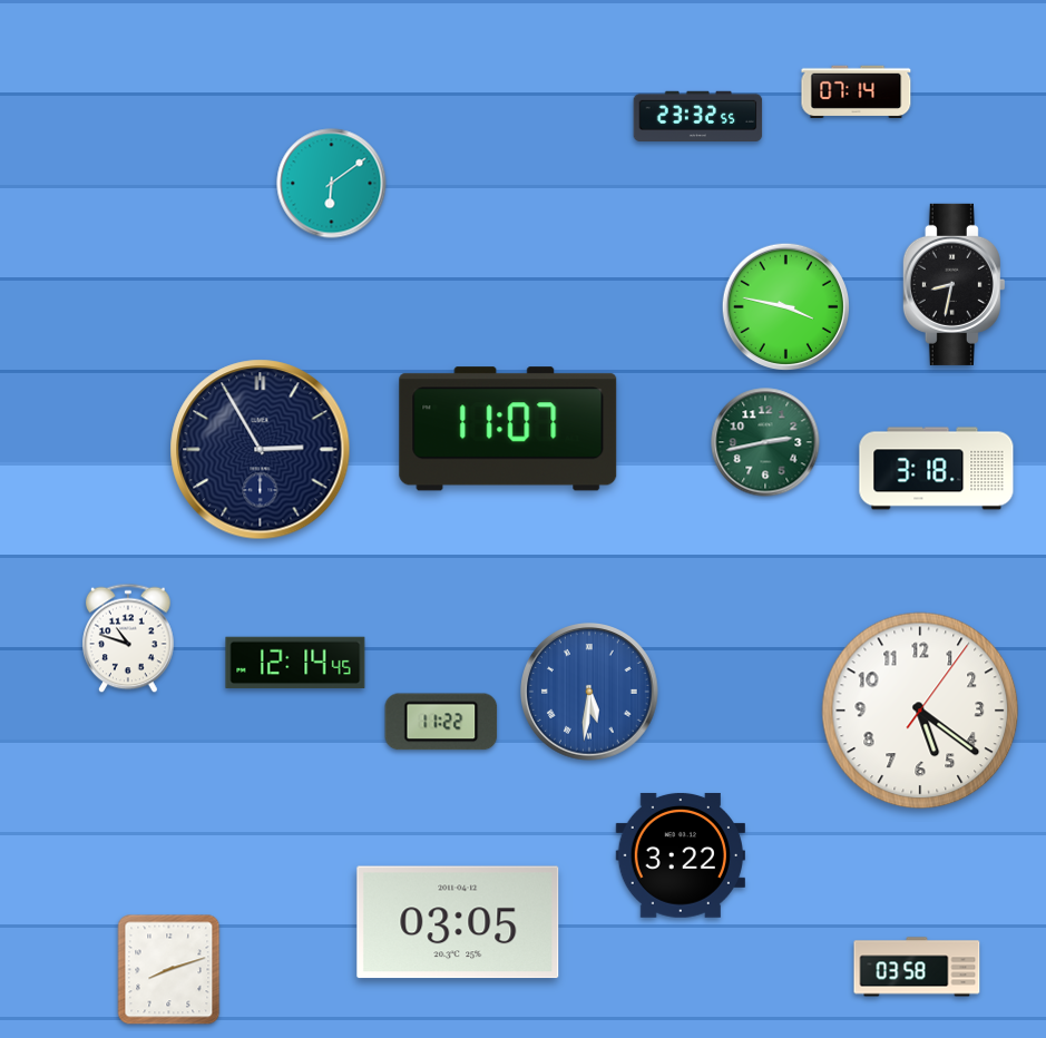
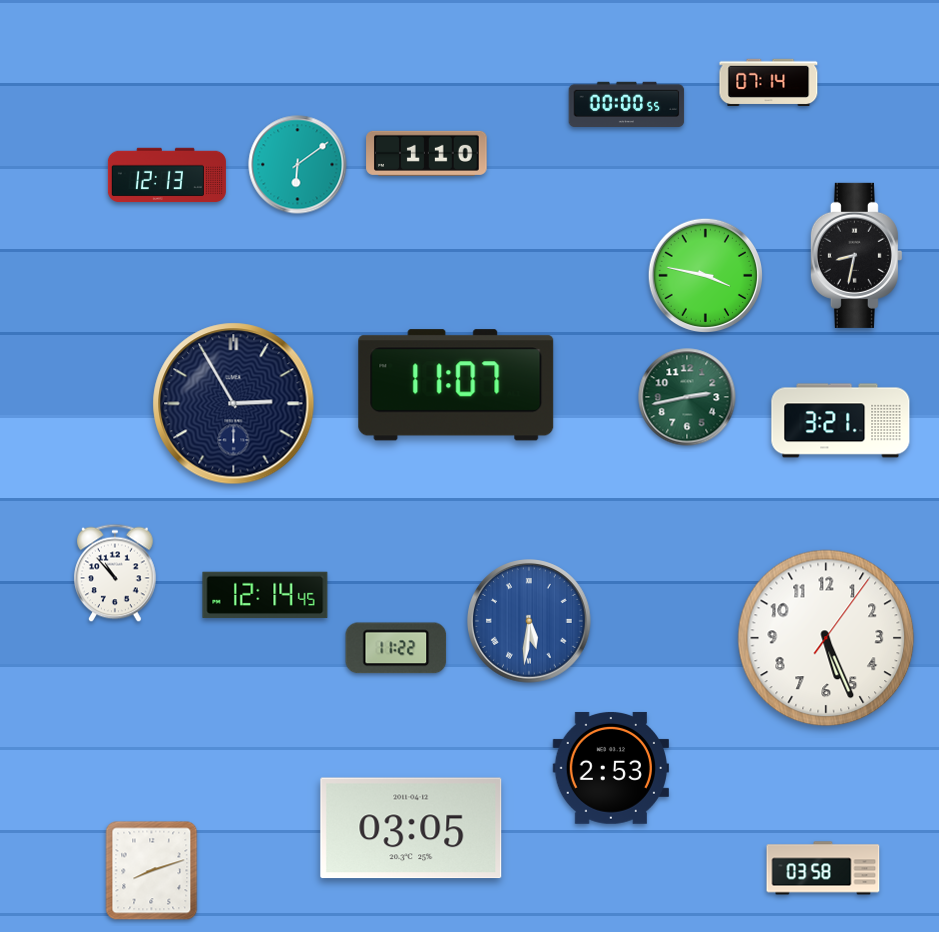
clock at (698, 116): 23:32 -> 00:00
clock at (427, 153): none -> 1:10
clock at (167, 175): none -> 12:13
clock at (937, 469): 3:18 -> 3:21
clock at (128, 638): 10:48 -> 10:53
clock at (920, 711): 5:21 -> 5:26
clock at (680, 855): 3:22 -> 2:53
